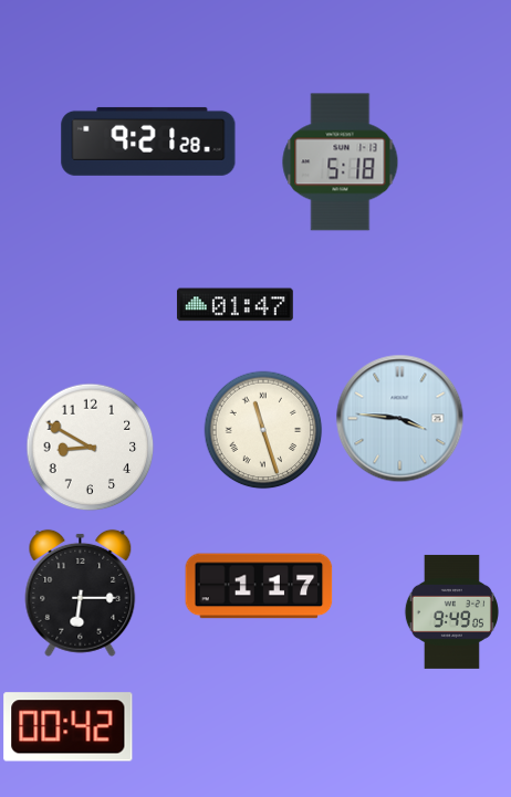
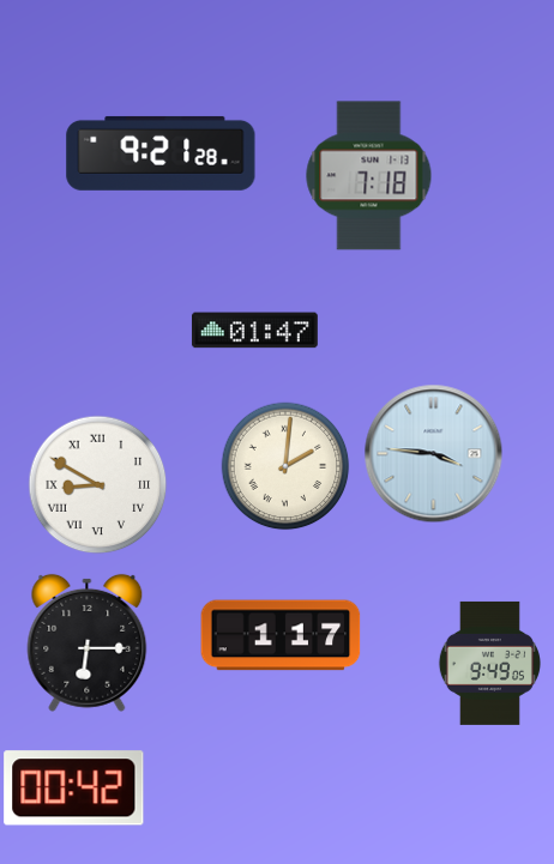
clock at (341, 162): 5:18 -> 7:18
clock at (263, 430): 11:27 -> 2:01
clock at (91, 448) numerals: Arabic -> Roman
